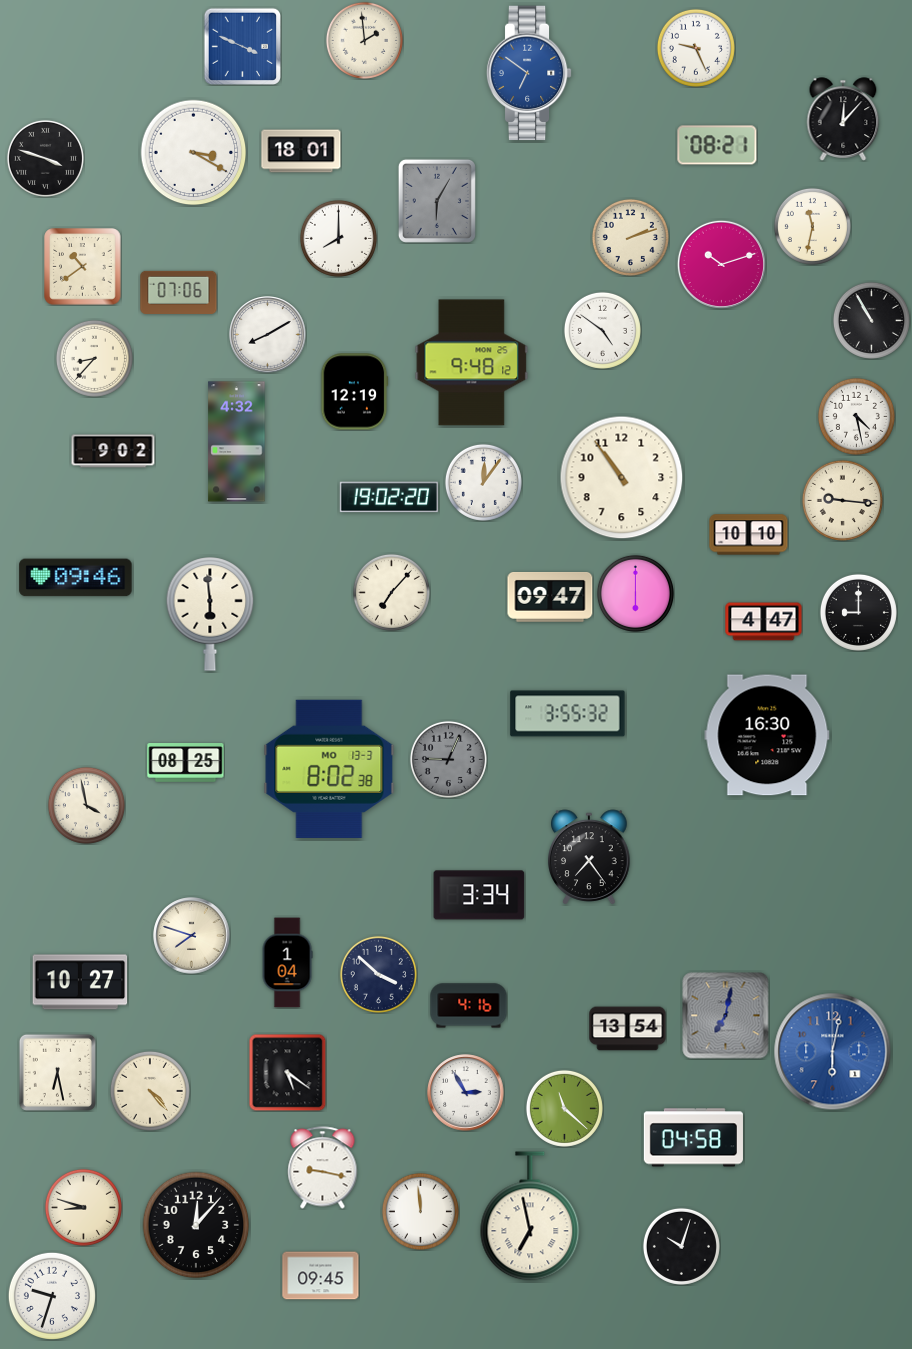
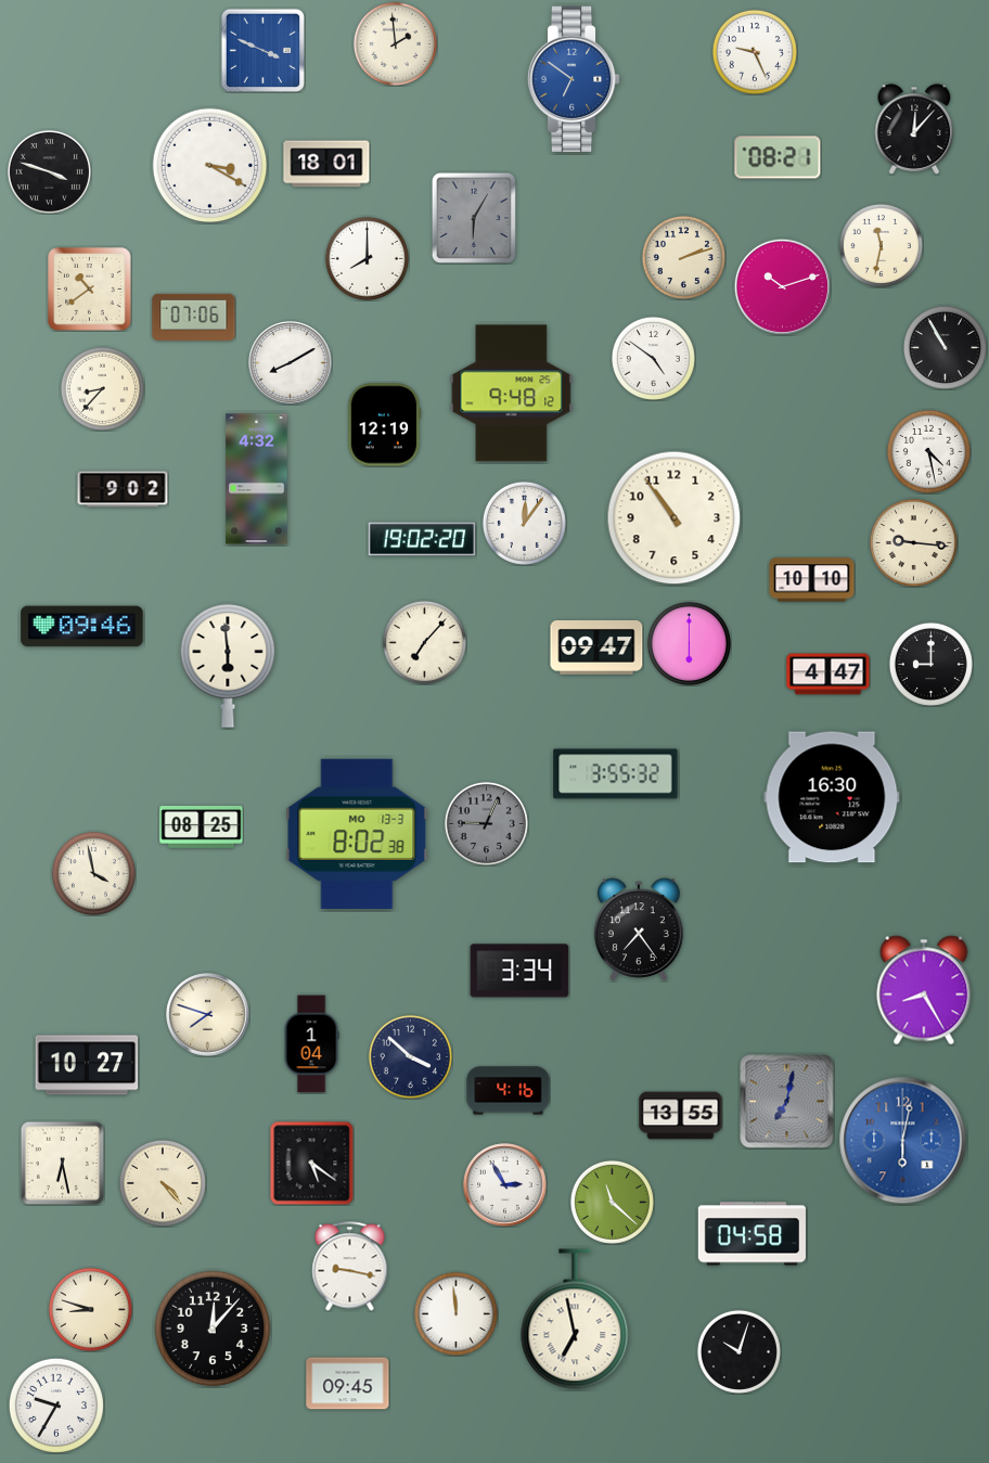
clock at (924, 990): none -> 8:25
clock at (628, 1029): 13:54 -> 13:55
clock at (52, 1296): 9:33 -> 9:35
